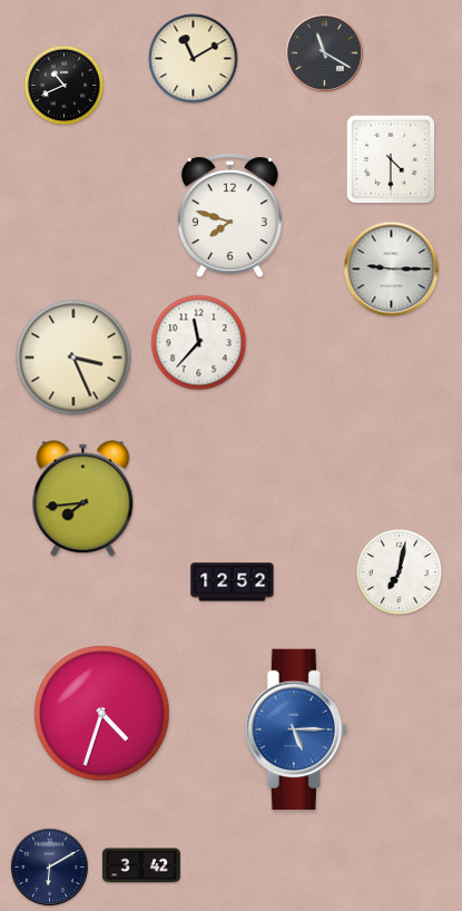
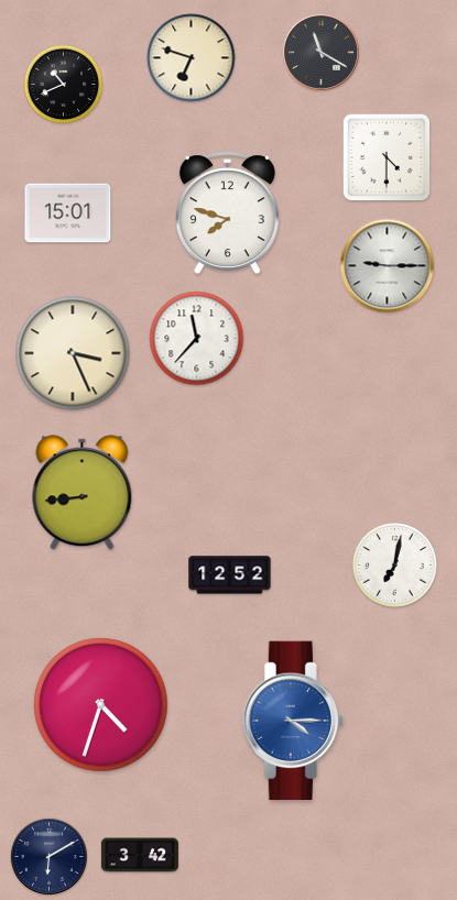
clock at (194, 59): 11:10 -> 6:48
clock at (68, 213): none -> 15:01
clock at (83, 499): 7:44 -> 8:44
clock at (295, 729): 5:15 -> 4:15
